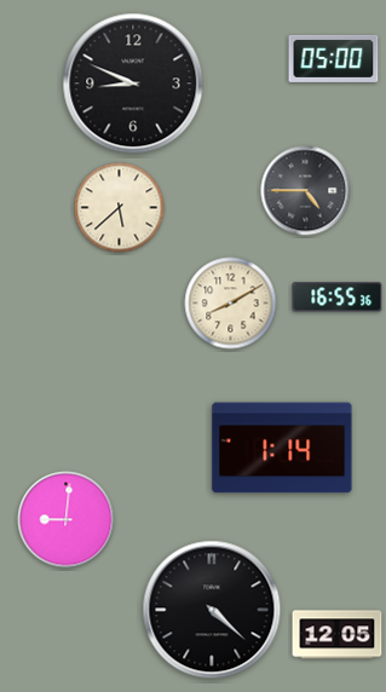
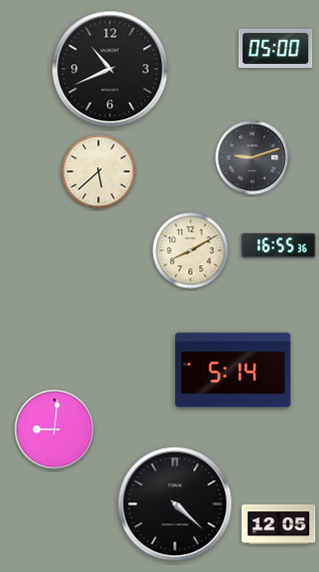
clock at (133, 83): 8:49 -> 10:41
clock at (306, 191): 4:45 -> 9:12
clock at (282, 448): 1:14 -> 5:14
